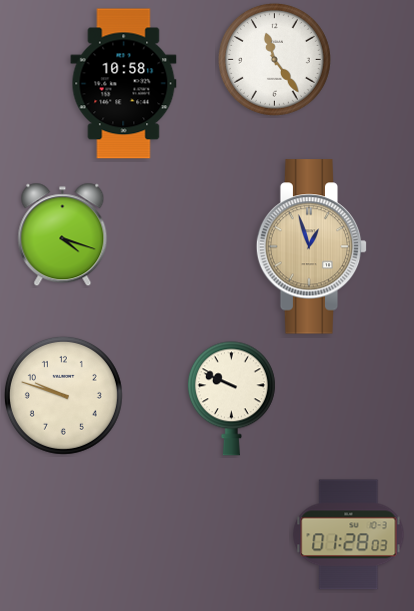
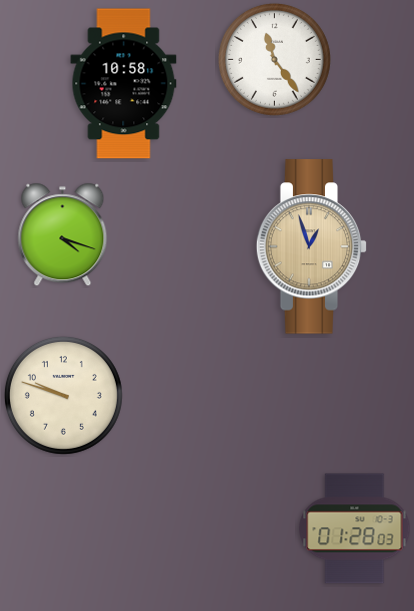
clock at (231, 399): 9:49 -> none
clock at (349, 535) position: (349, 535) -> (355, 529)
